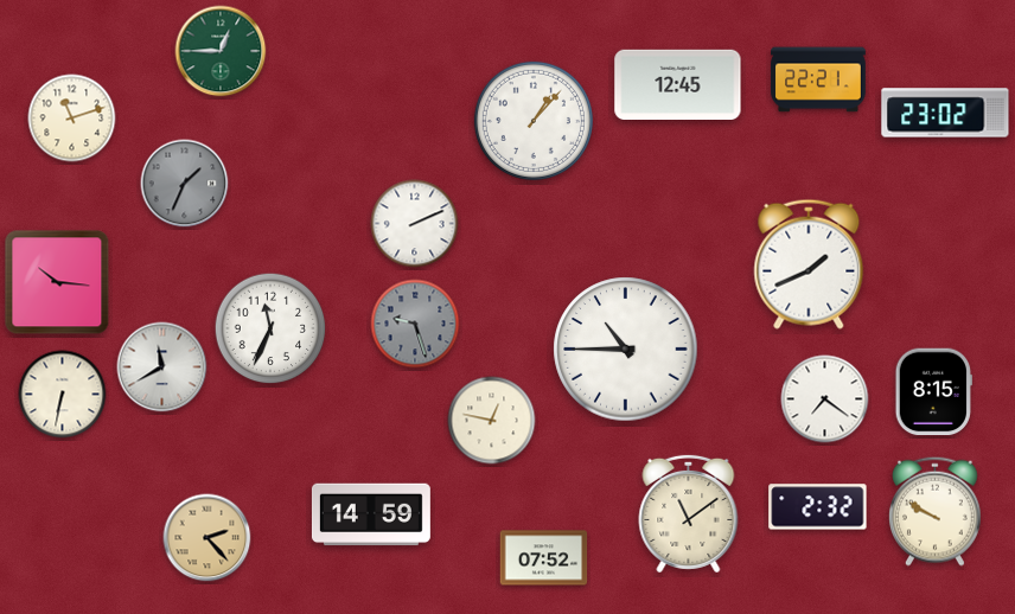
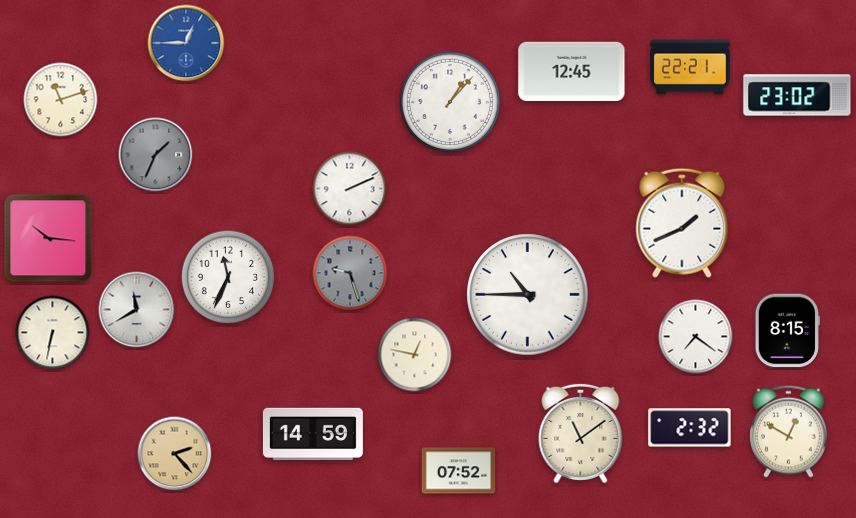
clock at (221, 51) dial: green -> blue
clock at (934, 511): 9:50 -> 12:50
